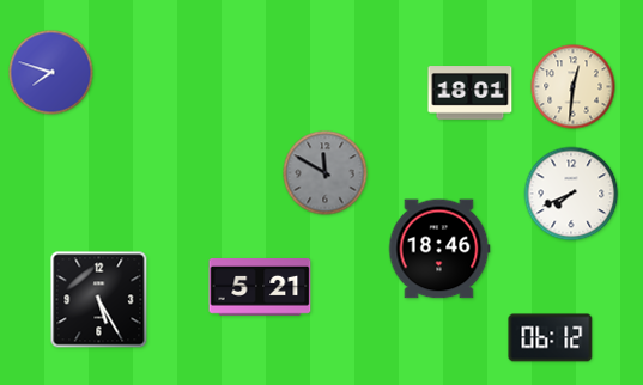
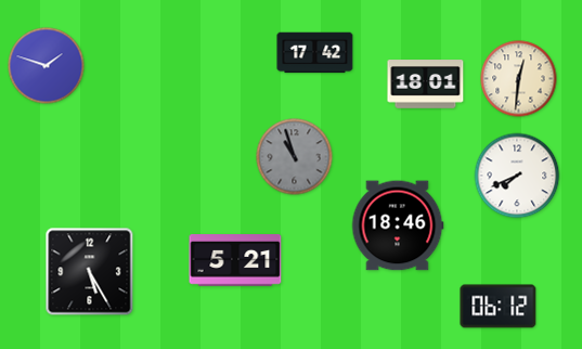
clock at (315, 53): none -> 17:42
clock at (51, 73): 7:48 -> 1:48
clock at (326, 173): 11:50 -> 10:57
